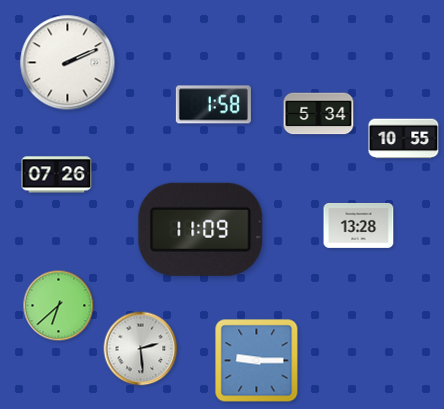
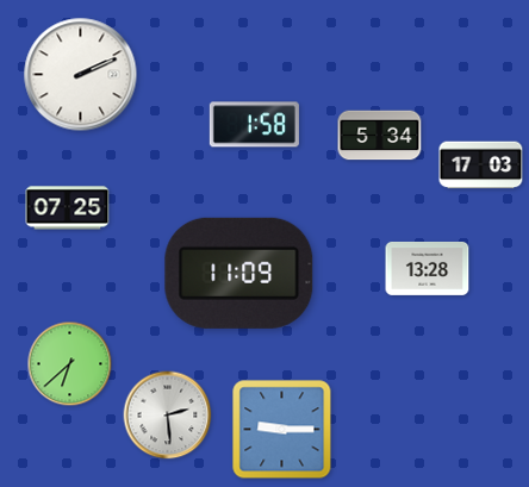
clock at (404, 139): 10:55 -> 17:03
clock at (57, 175): 07:26 -> 07:25
clock at (257, 361) position: (257, 361) -> (282, 430)
